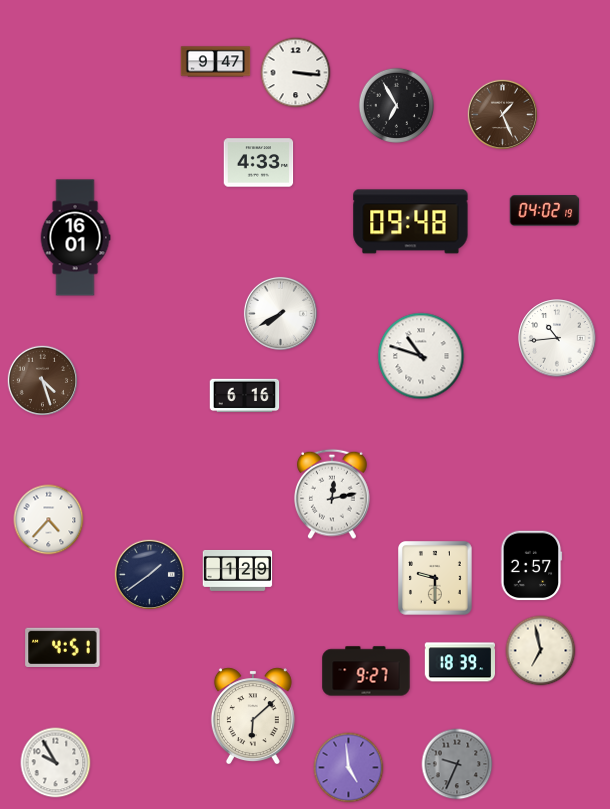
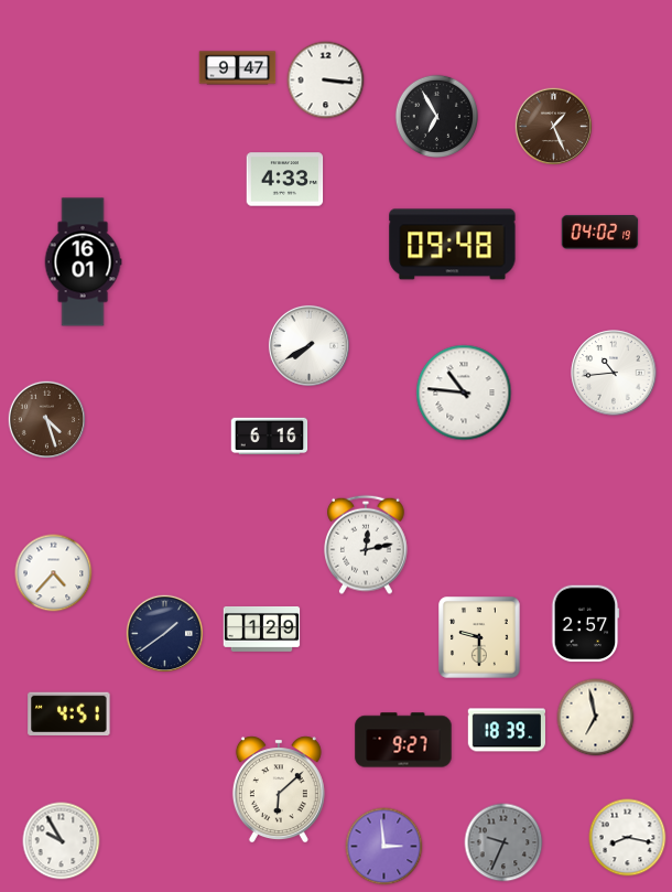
clock at (421, 356): 10:48 -> 10:46
clock at (628, 838): none -> 8:17
clock at (349, 768): 4:59 -> 2:59
